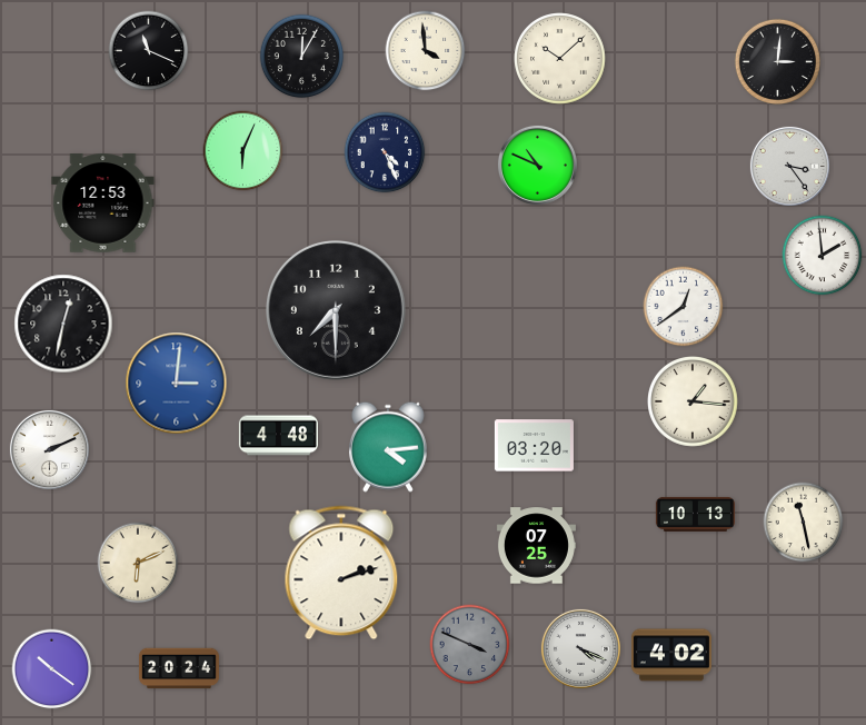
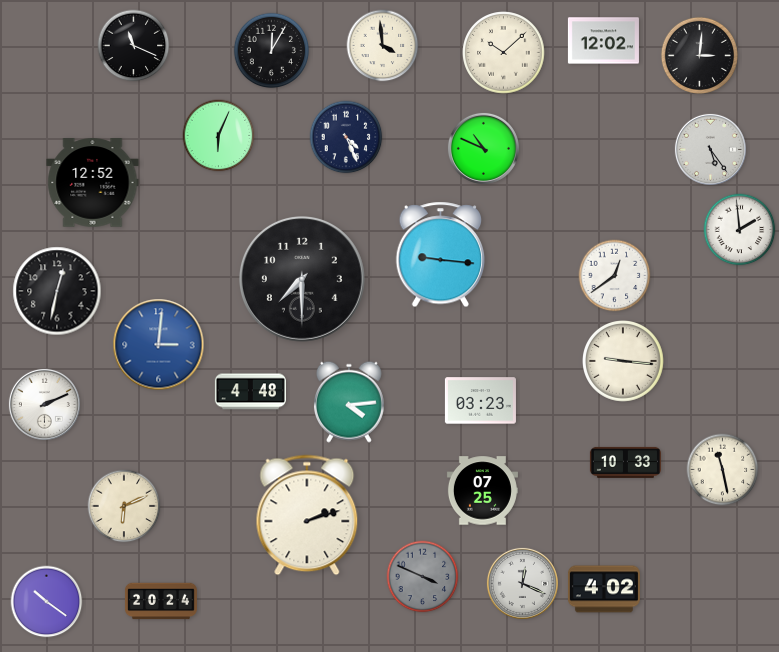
clock at (603, 41): none -> 12:02
clock at (789, 166): 3:24 -> 5:24
clock at (103, 203): 12:53 -> 12:52
clock at (441, 255): none -> 9:16
clock at (694, 403): 1:16 -> 9:16
clock at (534, 446): 03:20 -> 03:23
clock at (695, 514): 10:13 -> 10:33
clock at (470, 645) position: (470, 645) -> (423, 577)
clock at (580, 648): 4:19 -> 12:19
